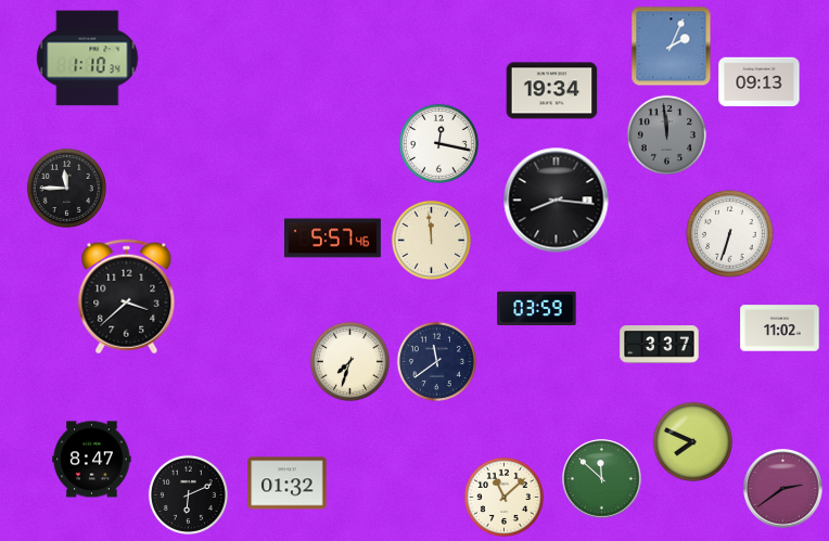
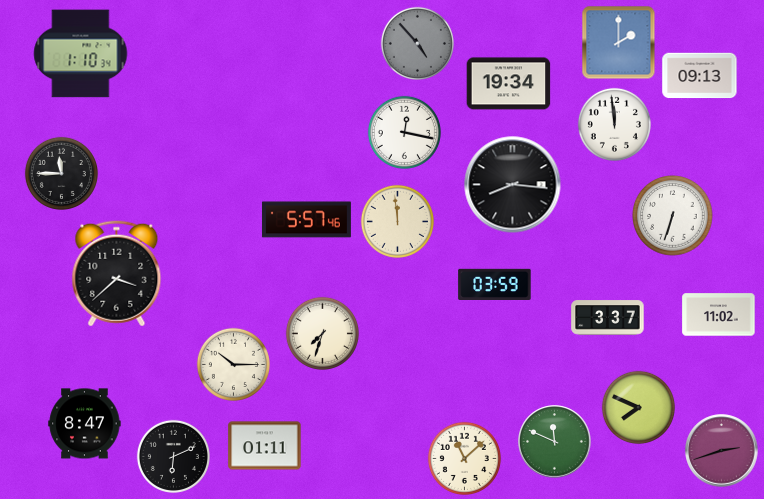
clock at (417, 43): none -> 4:53
clock at (672, 47): 2:04 -> 2:00
clock at (666, 134) dial: grey -> white
clock at (780, 329) position: (780, 329) -> (719, 315)
clock at (436, 361): 11:39 -> none
clock at (233, 364): none -> 10:15
clock at (602, 479): 11:52 -> 11:49
clock at (288, 484): 01:32 -> 01:11
clock at (783, 489): 2:39 -> 2:42
